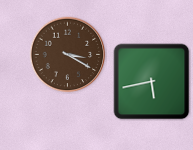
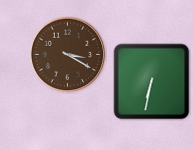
clock at (152, 82): 5:43 -> 6:32
